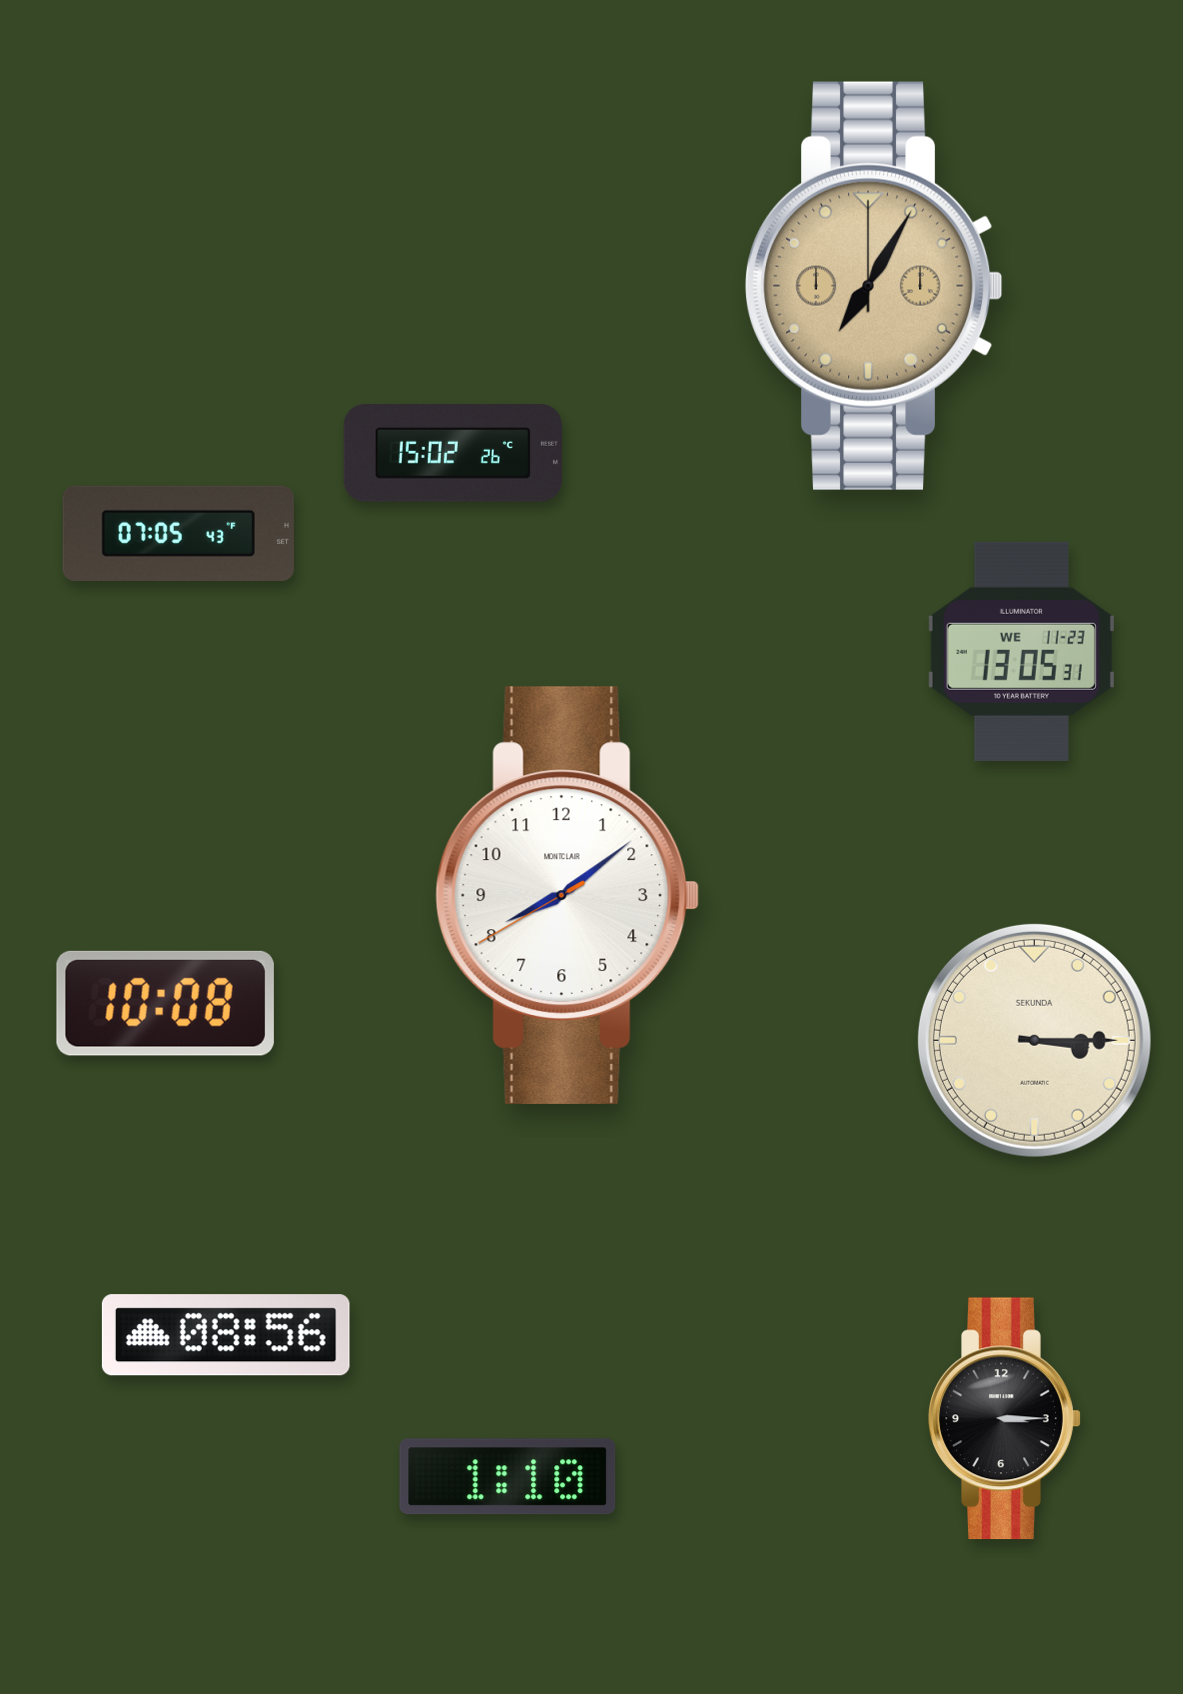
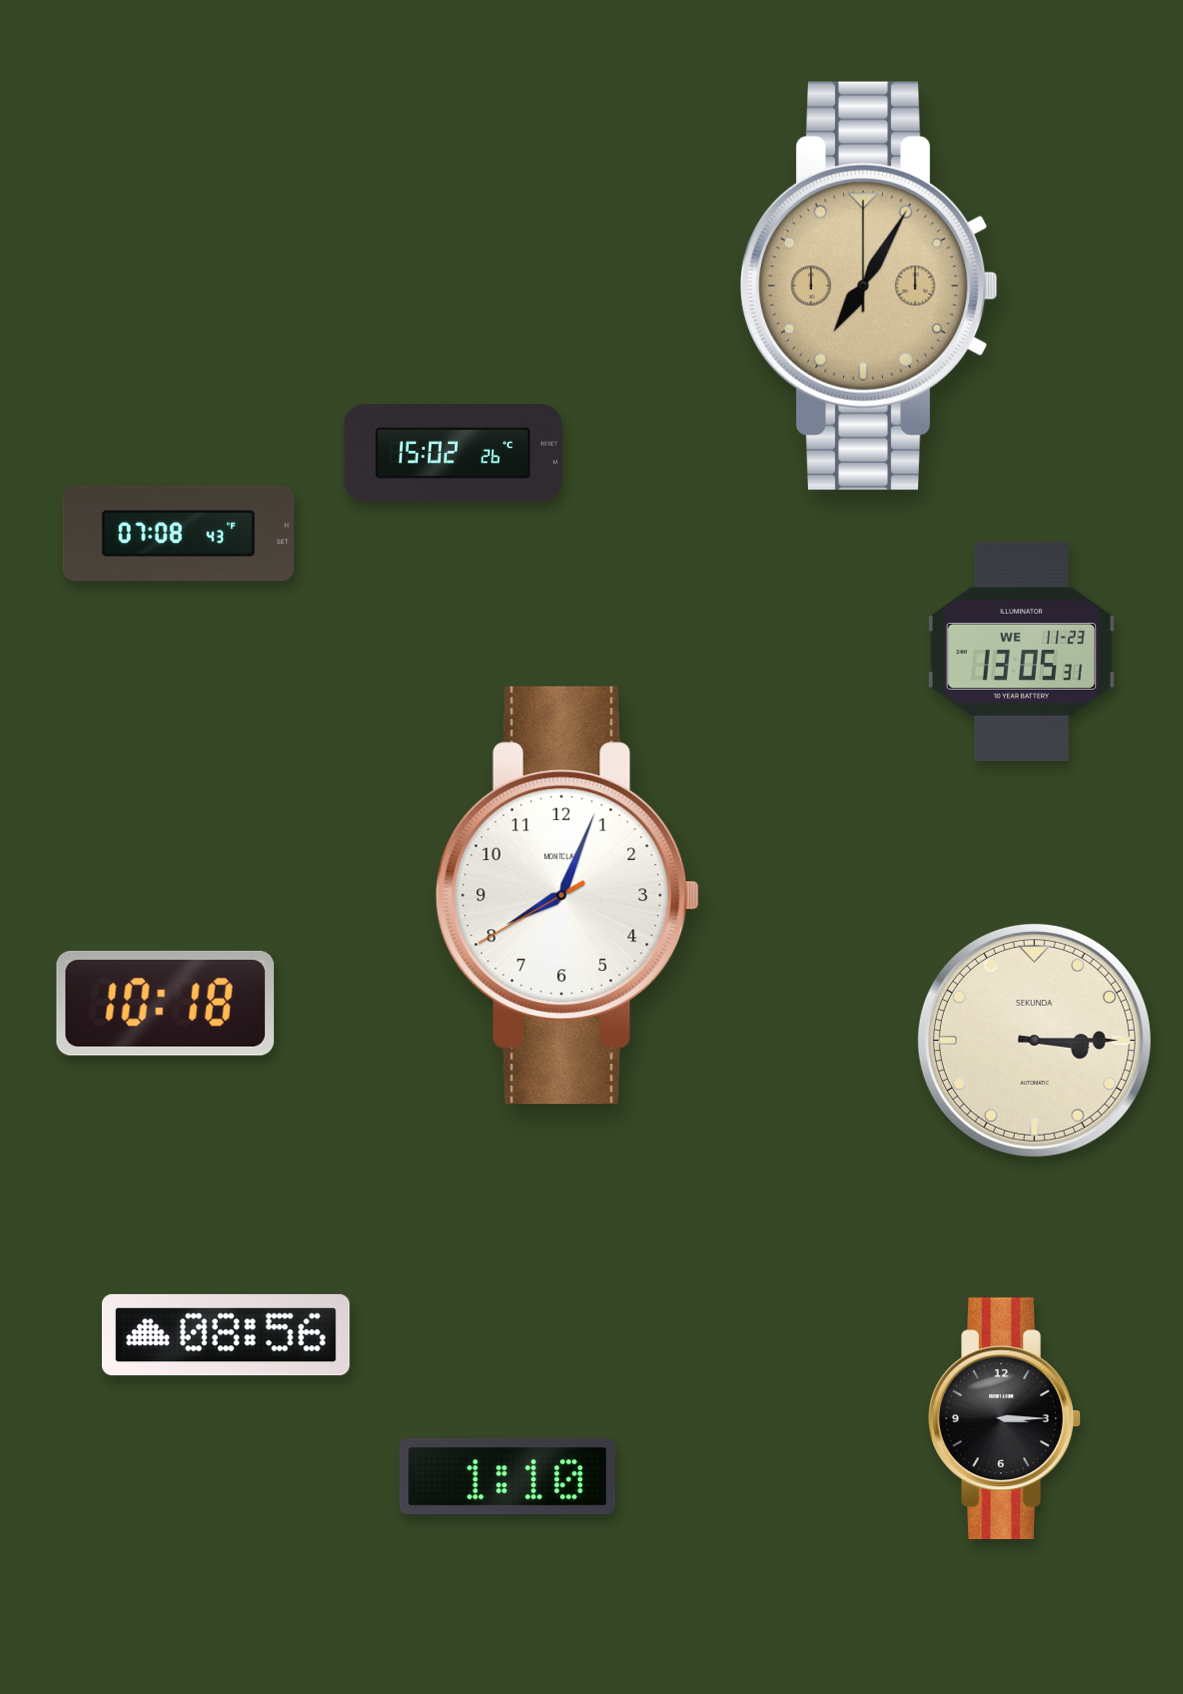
clock at (874, 286) position: (874, 286) -> (869, 286)
clock at (178, 533): 07:05 -> 07:08
clock at (568, 895): 8:08 -> 8:03
clock at (165, 1003): 10:08 -> 10:18
